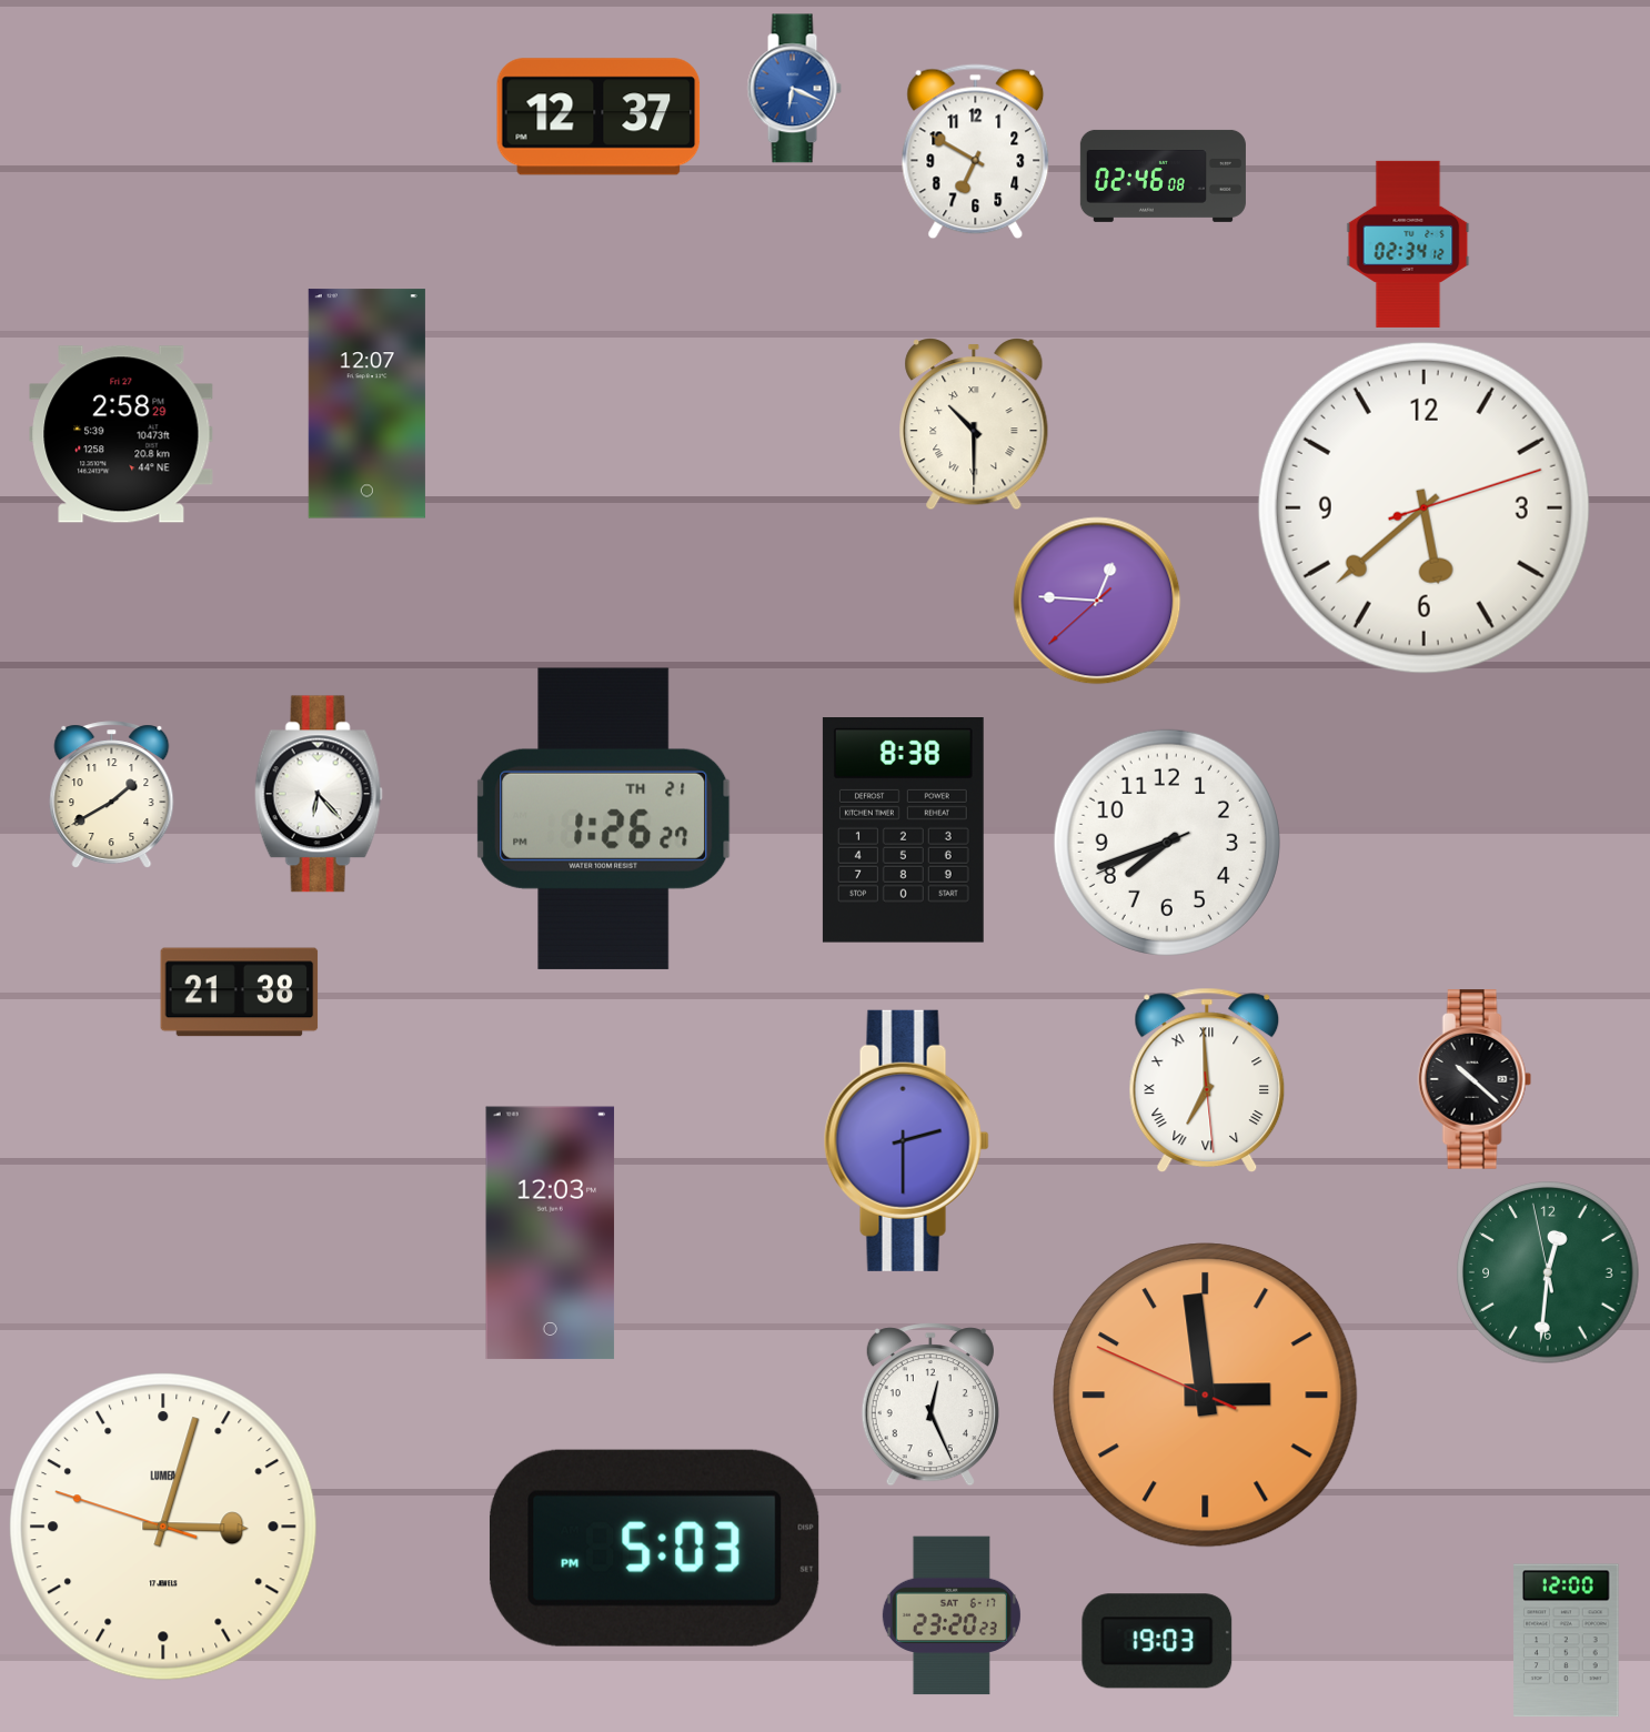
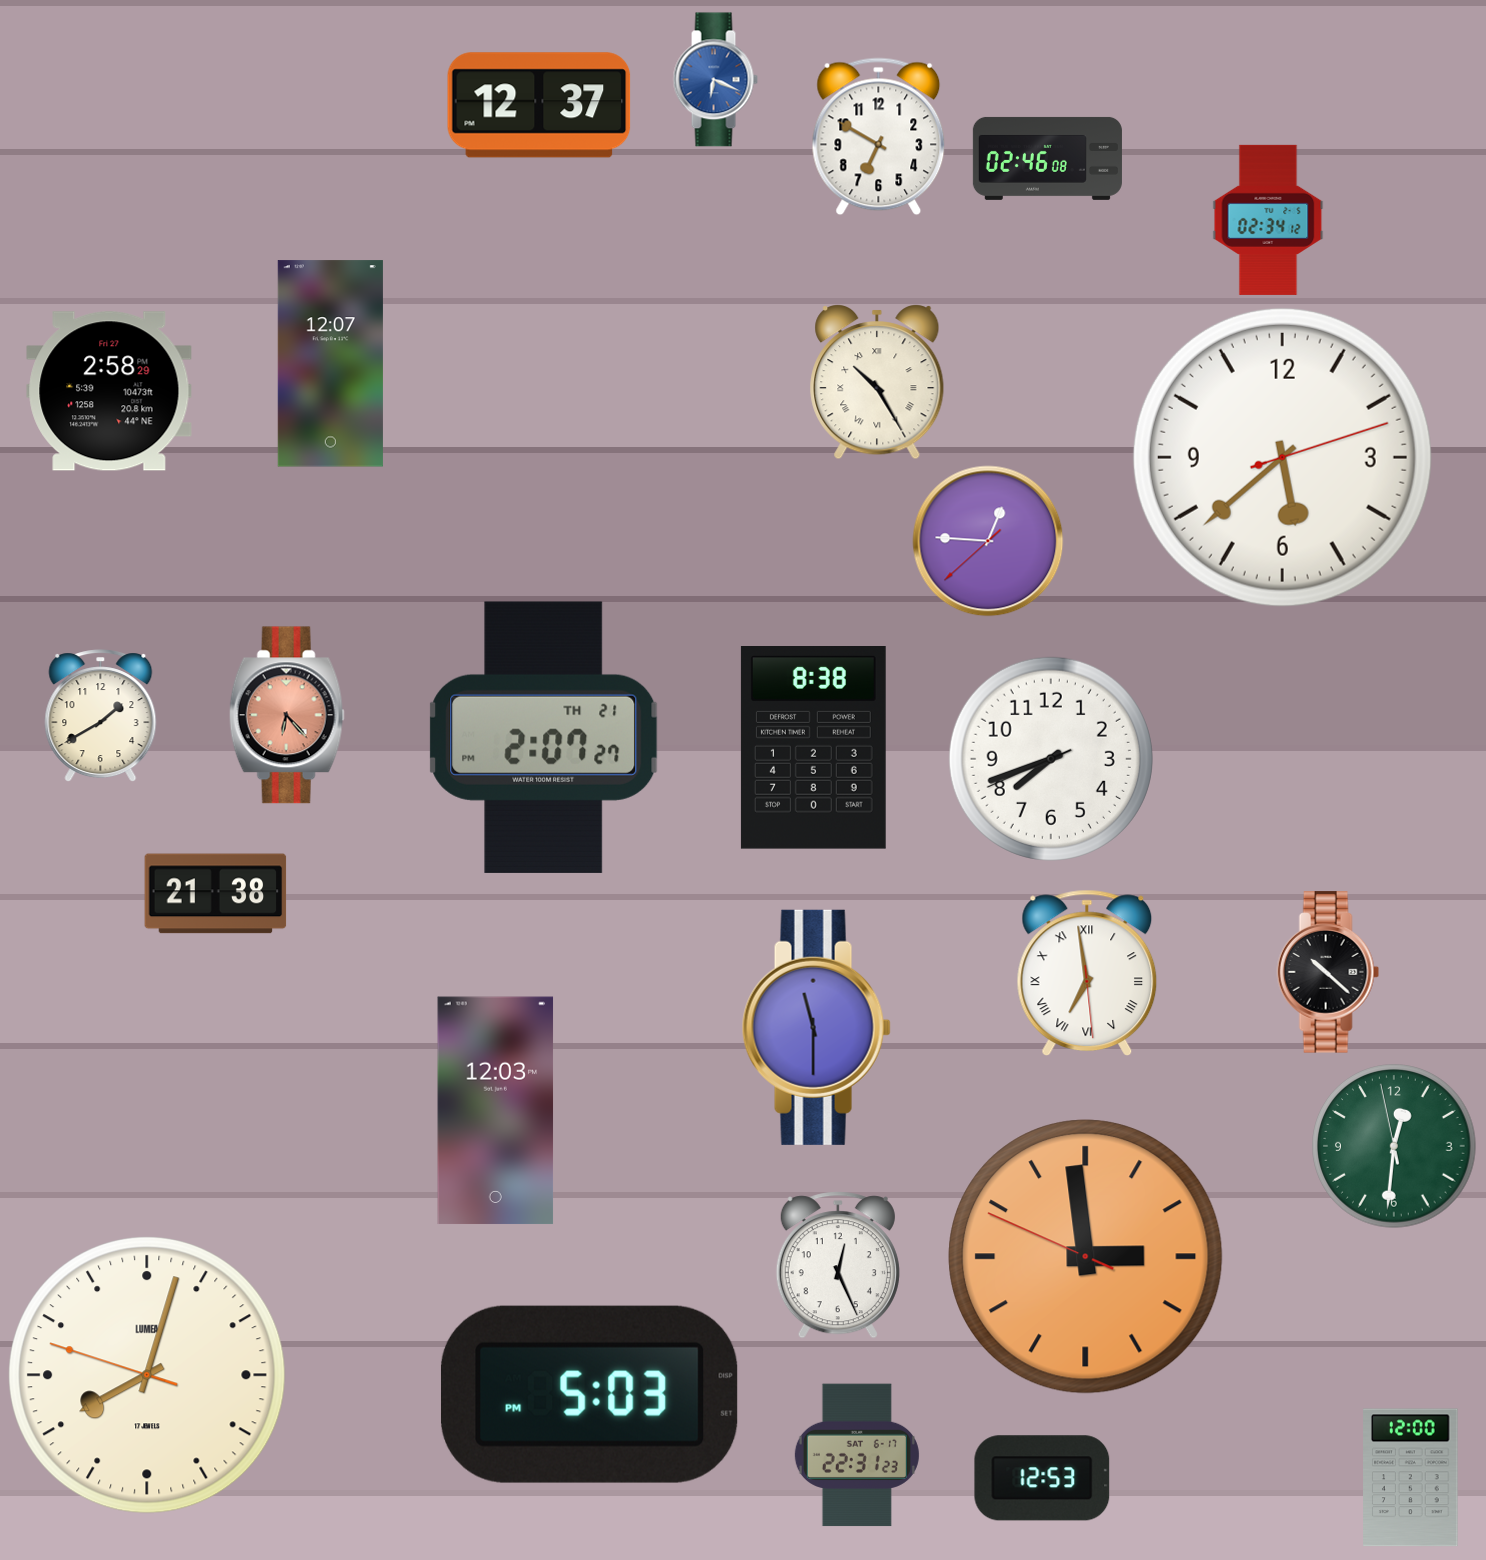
clock at (974, 424): 10:30 -> 10:25
clock at (319, 794) dial: white -> salmon
clock at (604, 818): 1:26 -> 2:07
clock at (1207, 1079): 6:59 -> 6:58
clock at (906, 1140): 2:30 -> 11:30
clock at (163, 1527): 3:02 -> 8:02
clock at (952, 1615): 23:20 -> 22:31
clock at (1157, 1641): 19:03 -> 12:53
